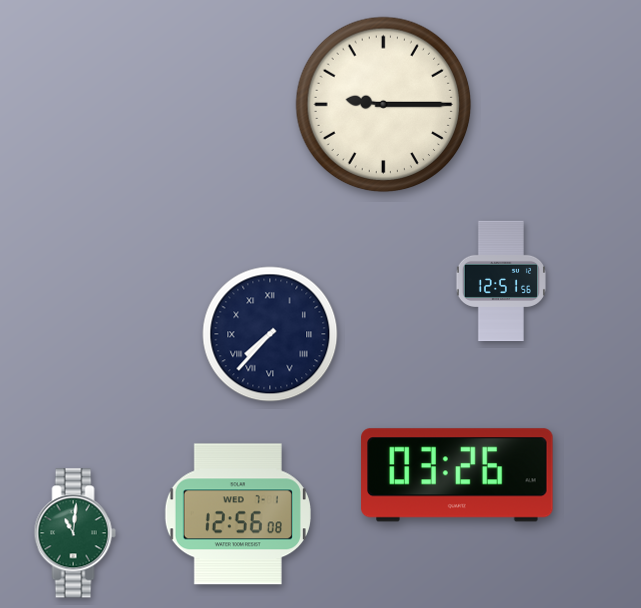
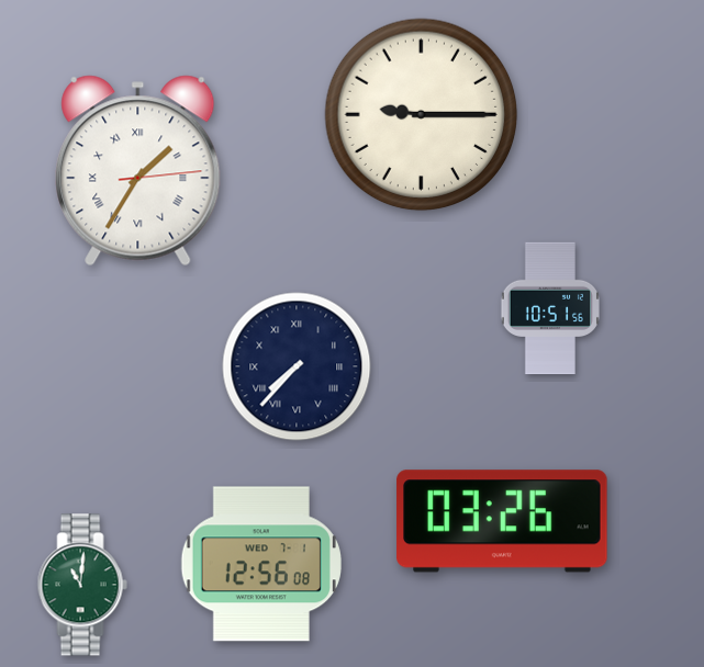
clock at (138, 171): none -> 1:35
clock at (501, 281): 12:51 -> 10:51
